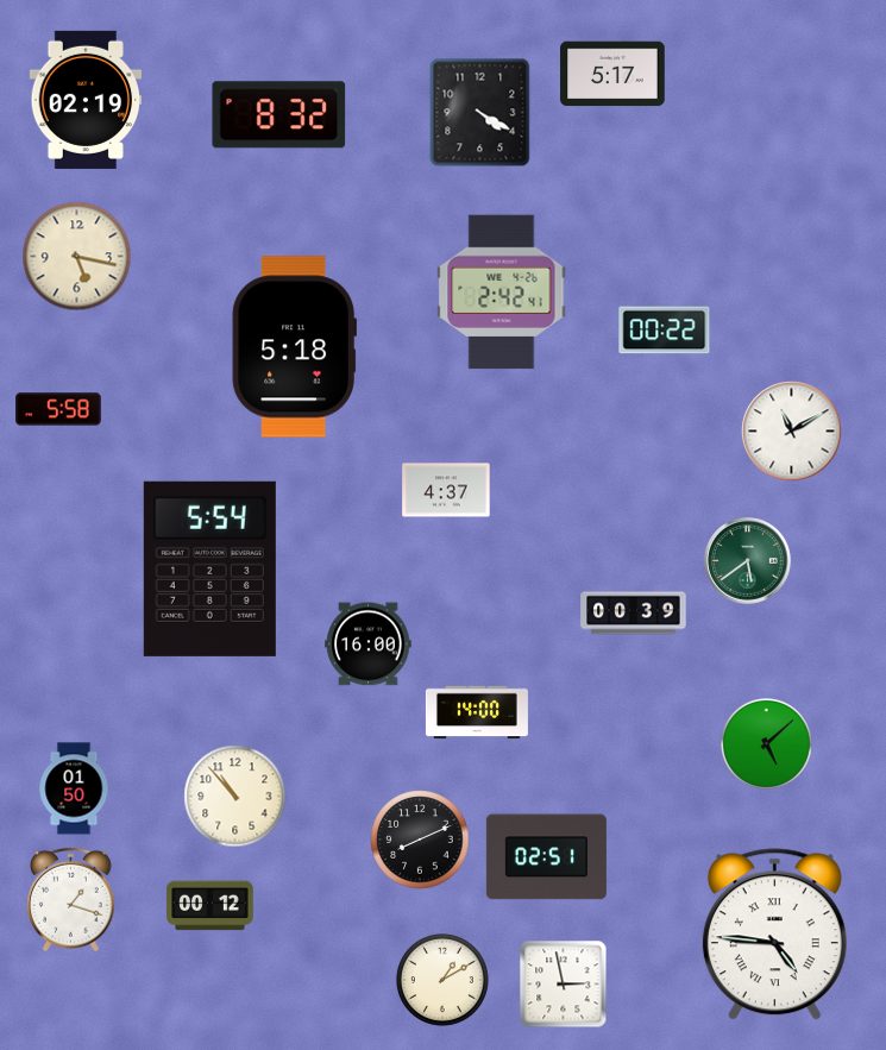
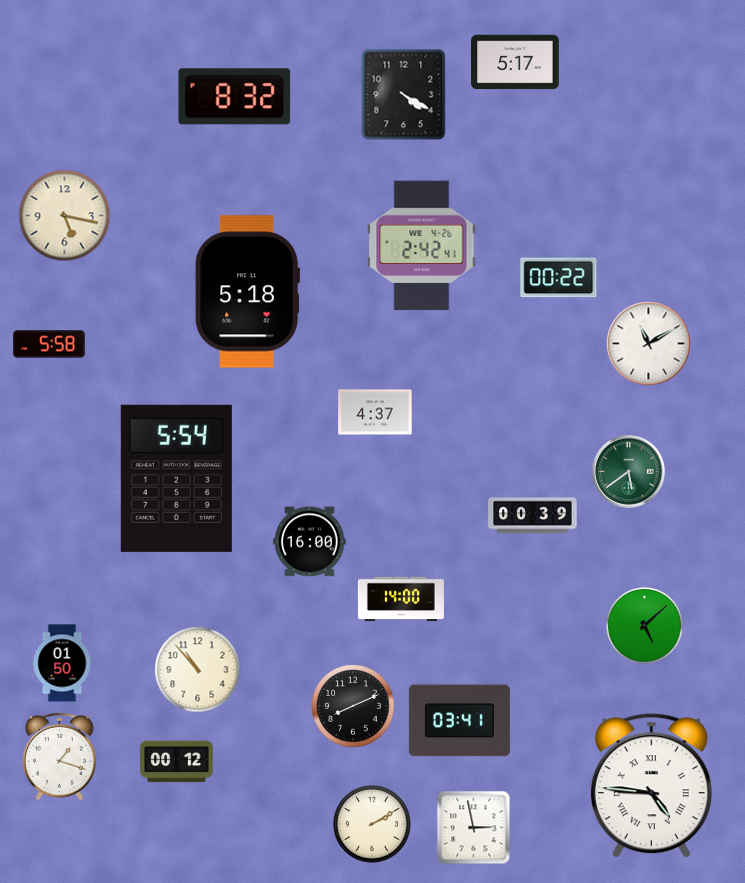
clock at (86, 100): 02:19 -> none
clock at (792, 432) position: (792, 432) -> (649, 344)
clock at (546, 857): 02:51 -> 03:41
clock at (442, 980): 1:10 -> 2:10
